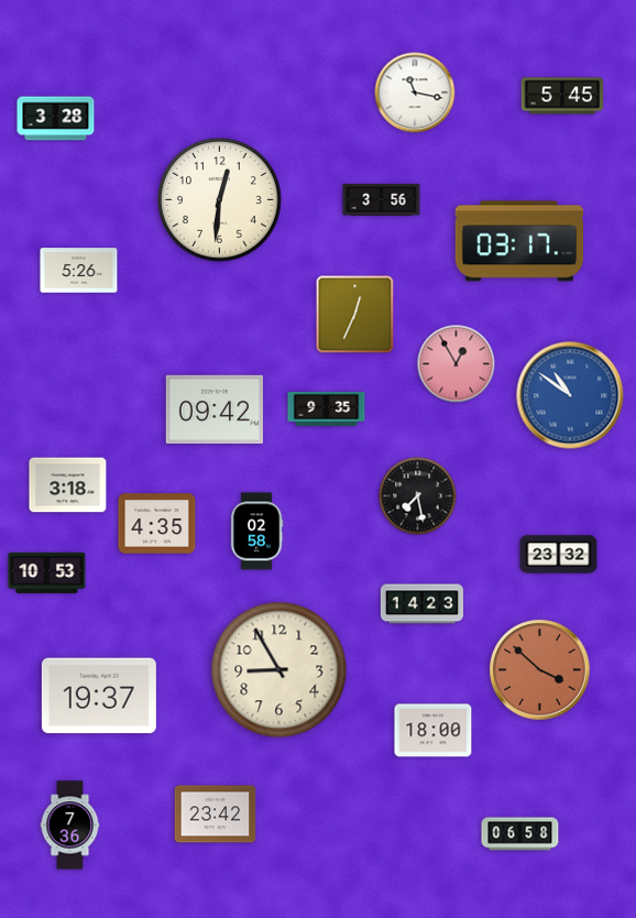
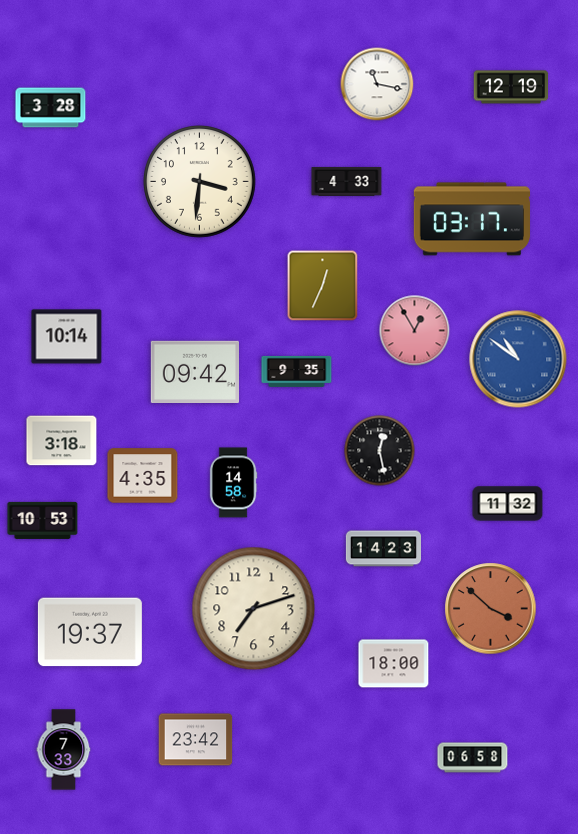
clock at (562, 96): 5:45 -> 12:19
clock at (382, 199): 3:56 -> 4:33
clock at (220, 200): 12:31 -> 3:31
clock at (79, 271): 5:26 -> none
clock at (67, 337): none -> 10:14
clock at (418, 496): 7:28 -> 12:28
clock at (256, 532): 02:58 -> 14:58
clock at (559, 555): 23:32 -> 11:32
clock at (279, 670): 8:55 -> 7:12
clock at (70, 826): 7:36 -> 7:33
